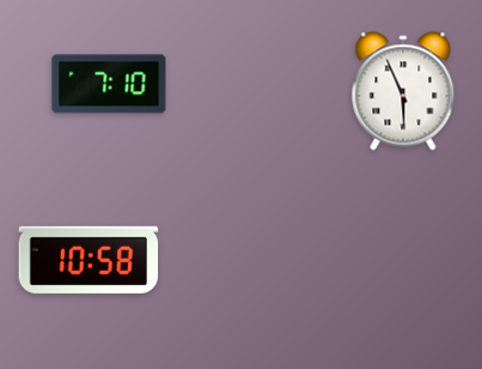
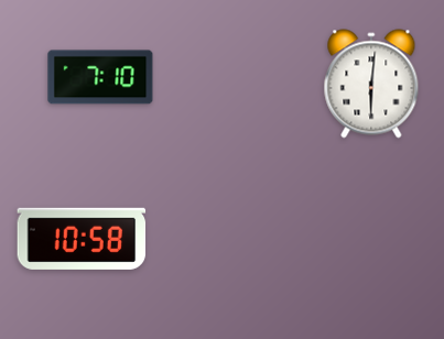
clock at (403, 91): 5:56 -> 6:01
